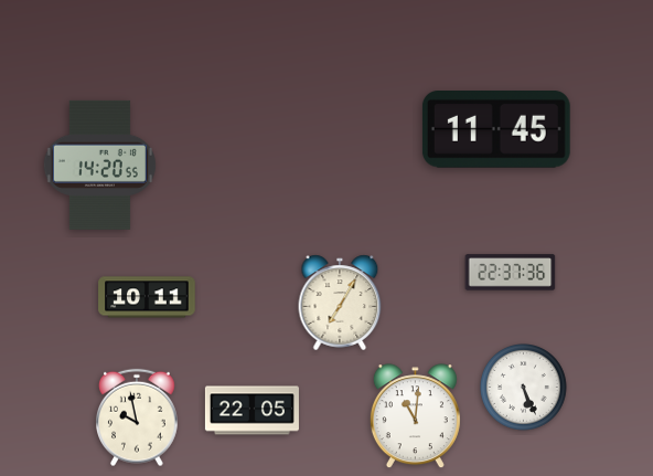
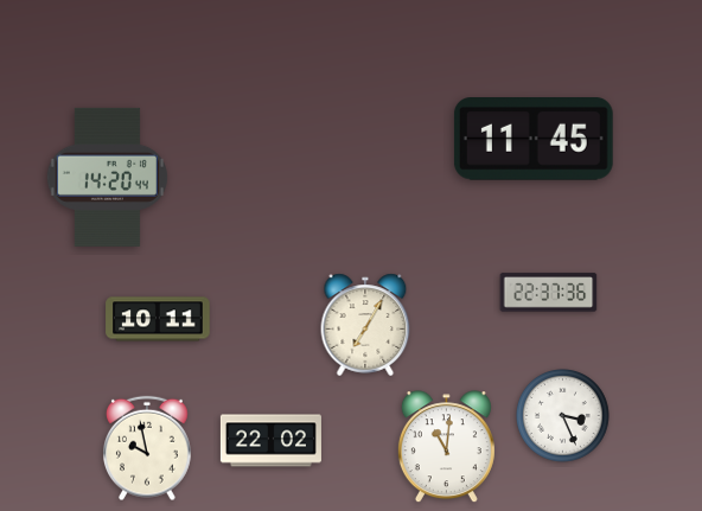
clock at (99, 165): 14:20:55 -> 14:20:44
clock at (524, 388): 5:26 -> 3:26
clock at (251, 411): 22:05 -> 22:02
